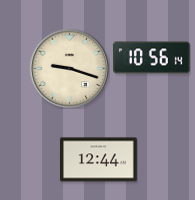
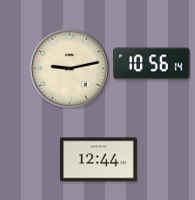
clock at (151, 58) position: (151, 58) -> (151, 64)
clock at (69, 68): 9:18 -> 9:13
